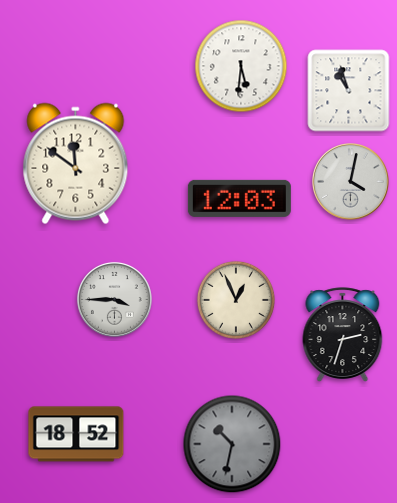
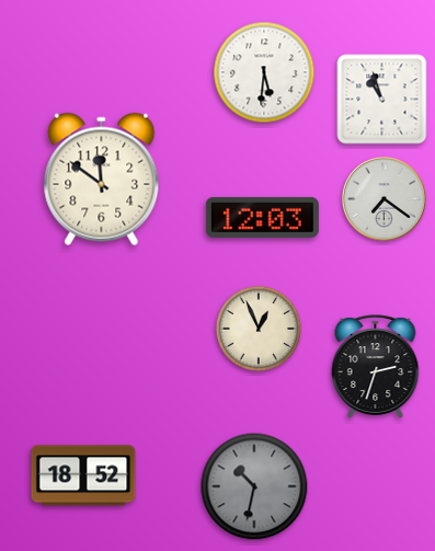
clock at (76, 164) position: (76, 164) -> (102, 180)
clock at (351, 182): 4:02 -> 7:21
clock at (114, 299): 3:45 -> none
